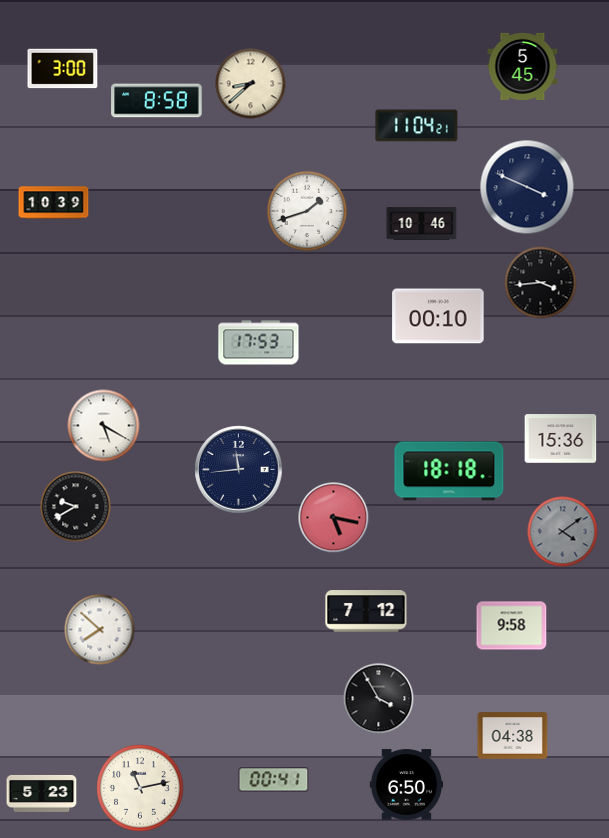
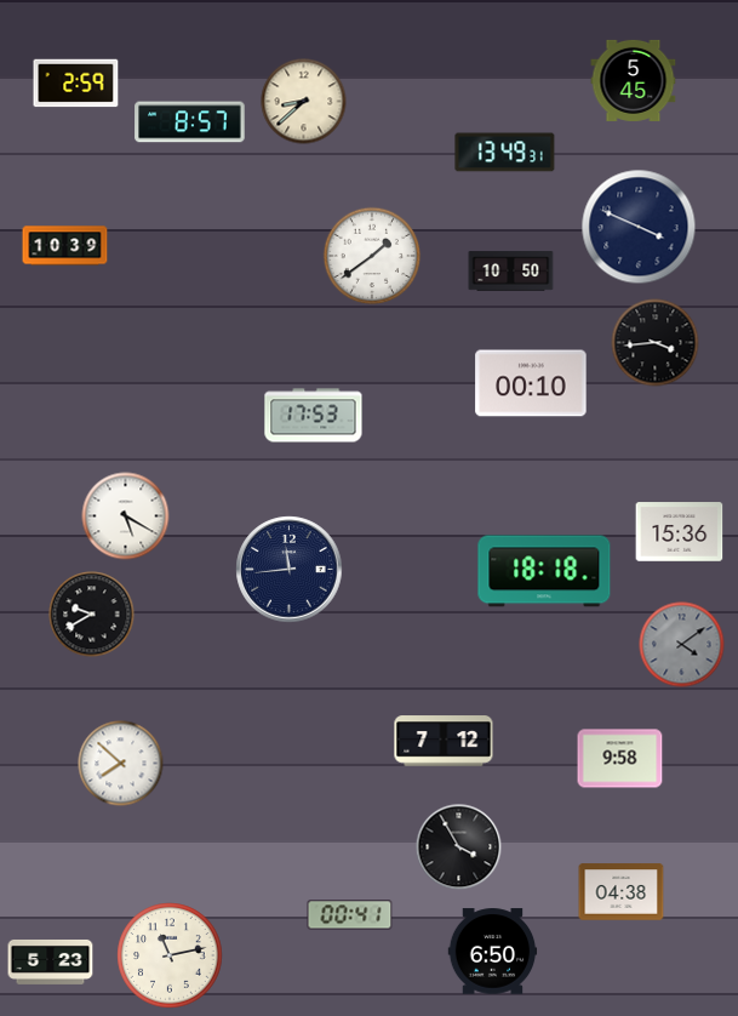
clock at (63, 69): 3:00 -> 2:59
clock at (157, 101): 8:58 -> 8:57
clock at (417, 126): 11:04 -> 13:49
clock at (307, 211): 1:42 -> 1:39
clock at (422, 224): 10:46 -> 10:50
clock at (334, 518): 5:17 -> none
clock at (274, 780) position: (274, 780) -> (350, 915)
